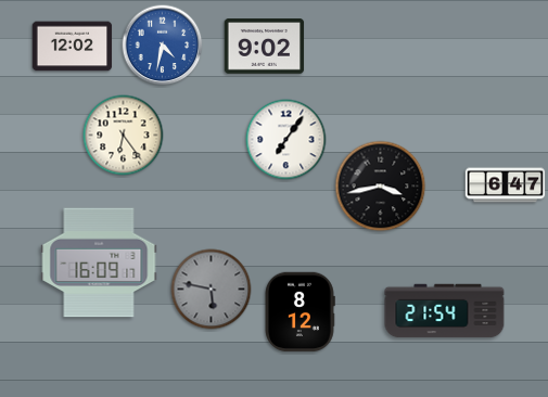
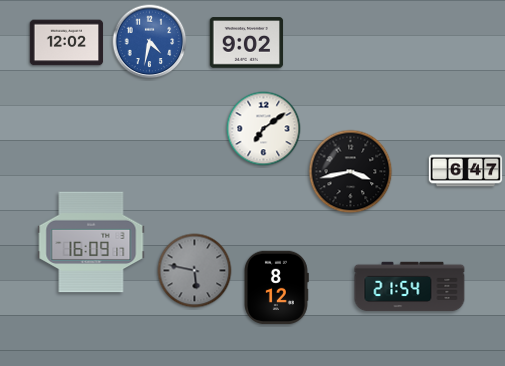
clock at (265, 47) position: (265, 47) -> (247, 43)
clock at (124, 136): 6:24 -> none
clock at (286, 140): 7:06 -> 7:09
clock at (212, 290) position: (212, 290) -> (195, 271)
